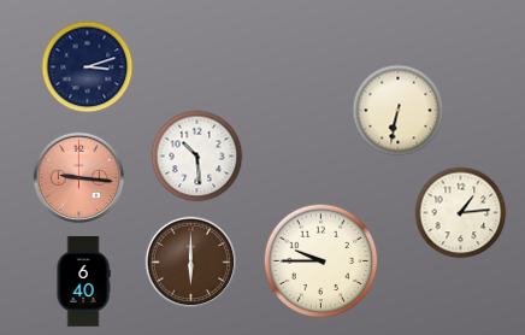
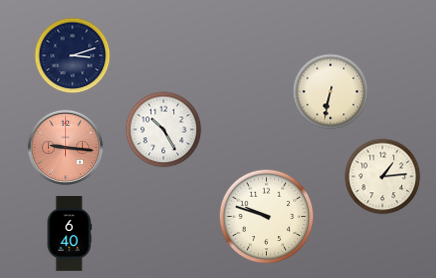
clock at (197, 157): 10:29 -> 10:25
clock at (322, 261): 9:45 -> 9:48
clock at (191, 263): 6:00 -> none
